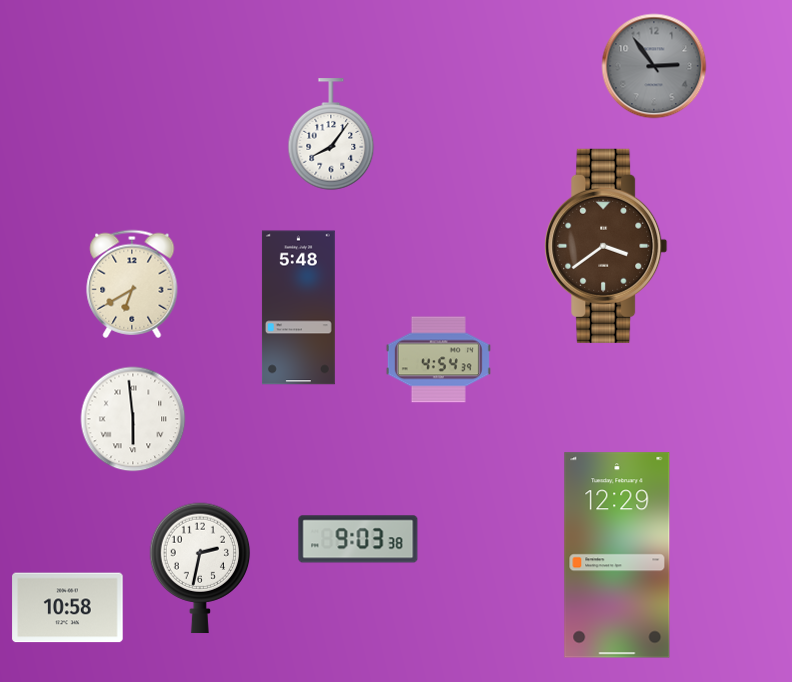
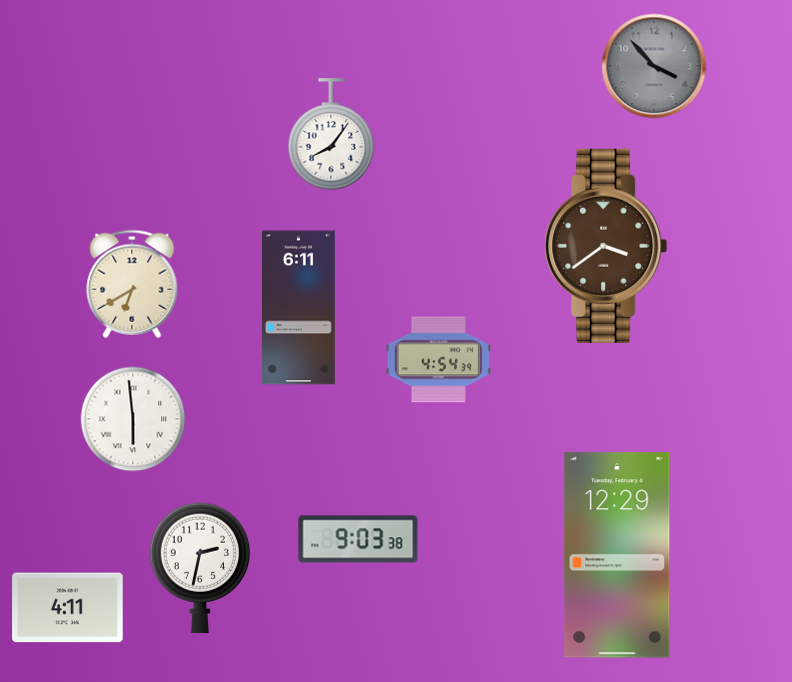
clock at (654, 66): 2:54 -> 3:53
clock at (298, 308): 5:48 -> 6:11
clock at (68, 608): 10:58 -> 4:11
